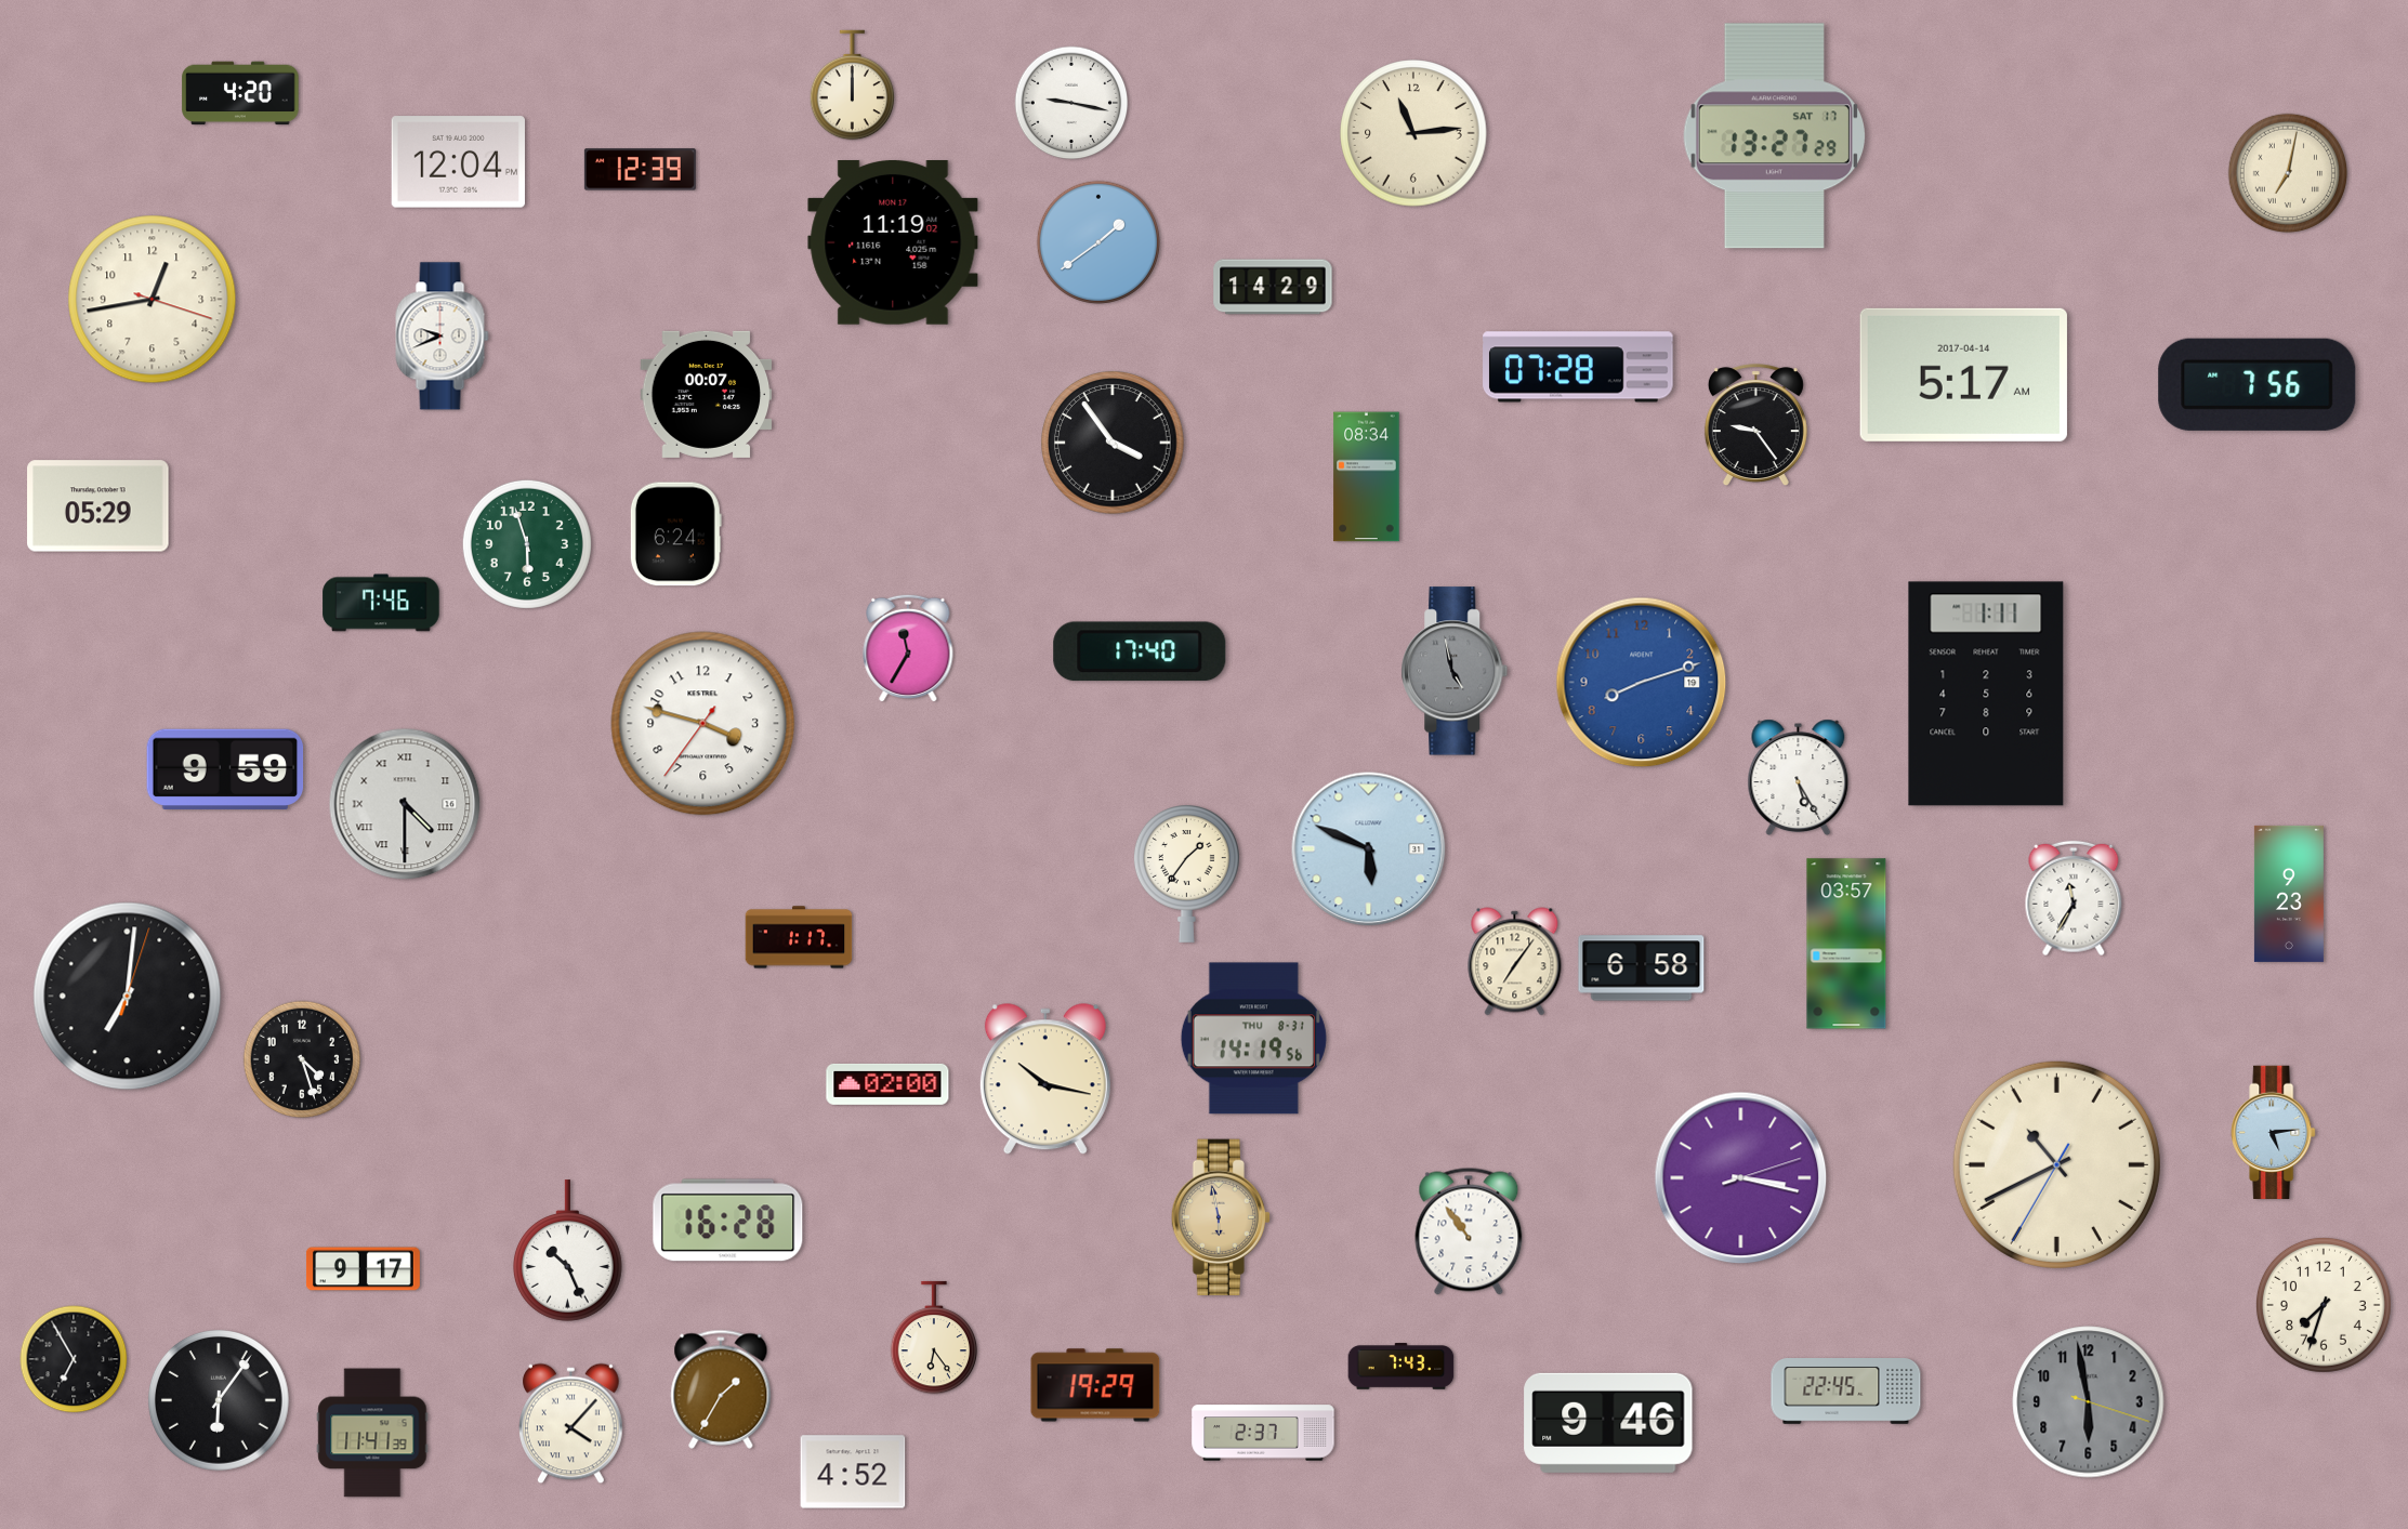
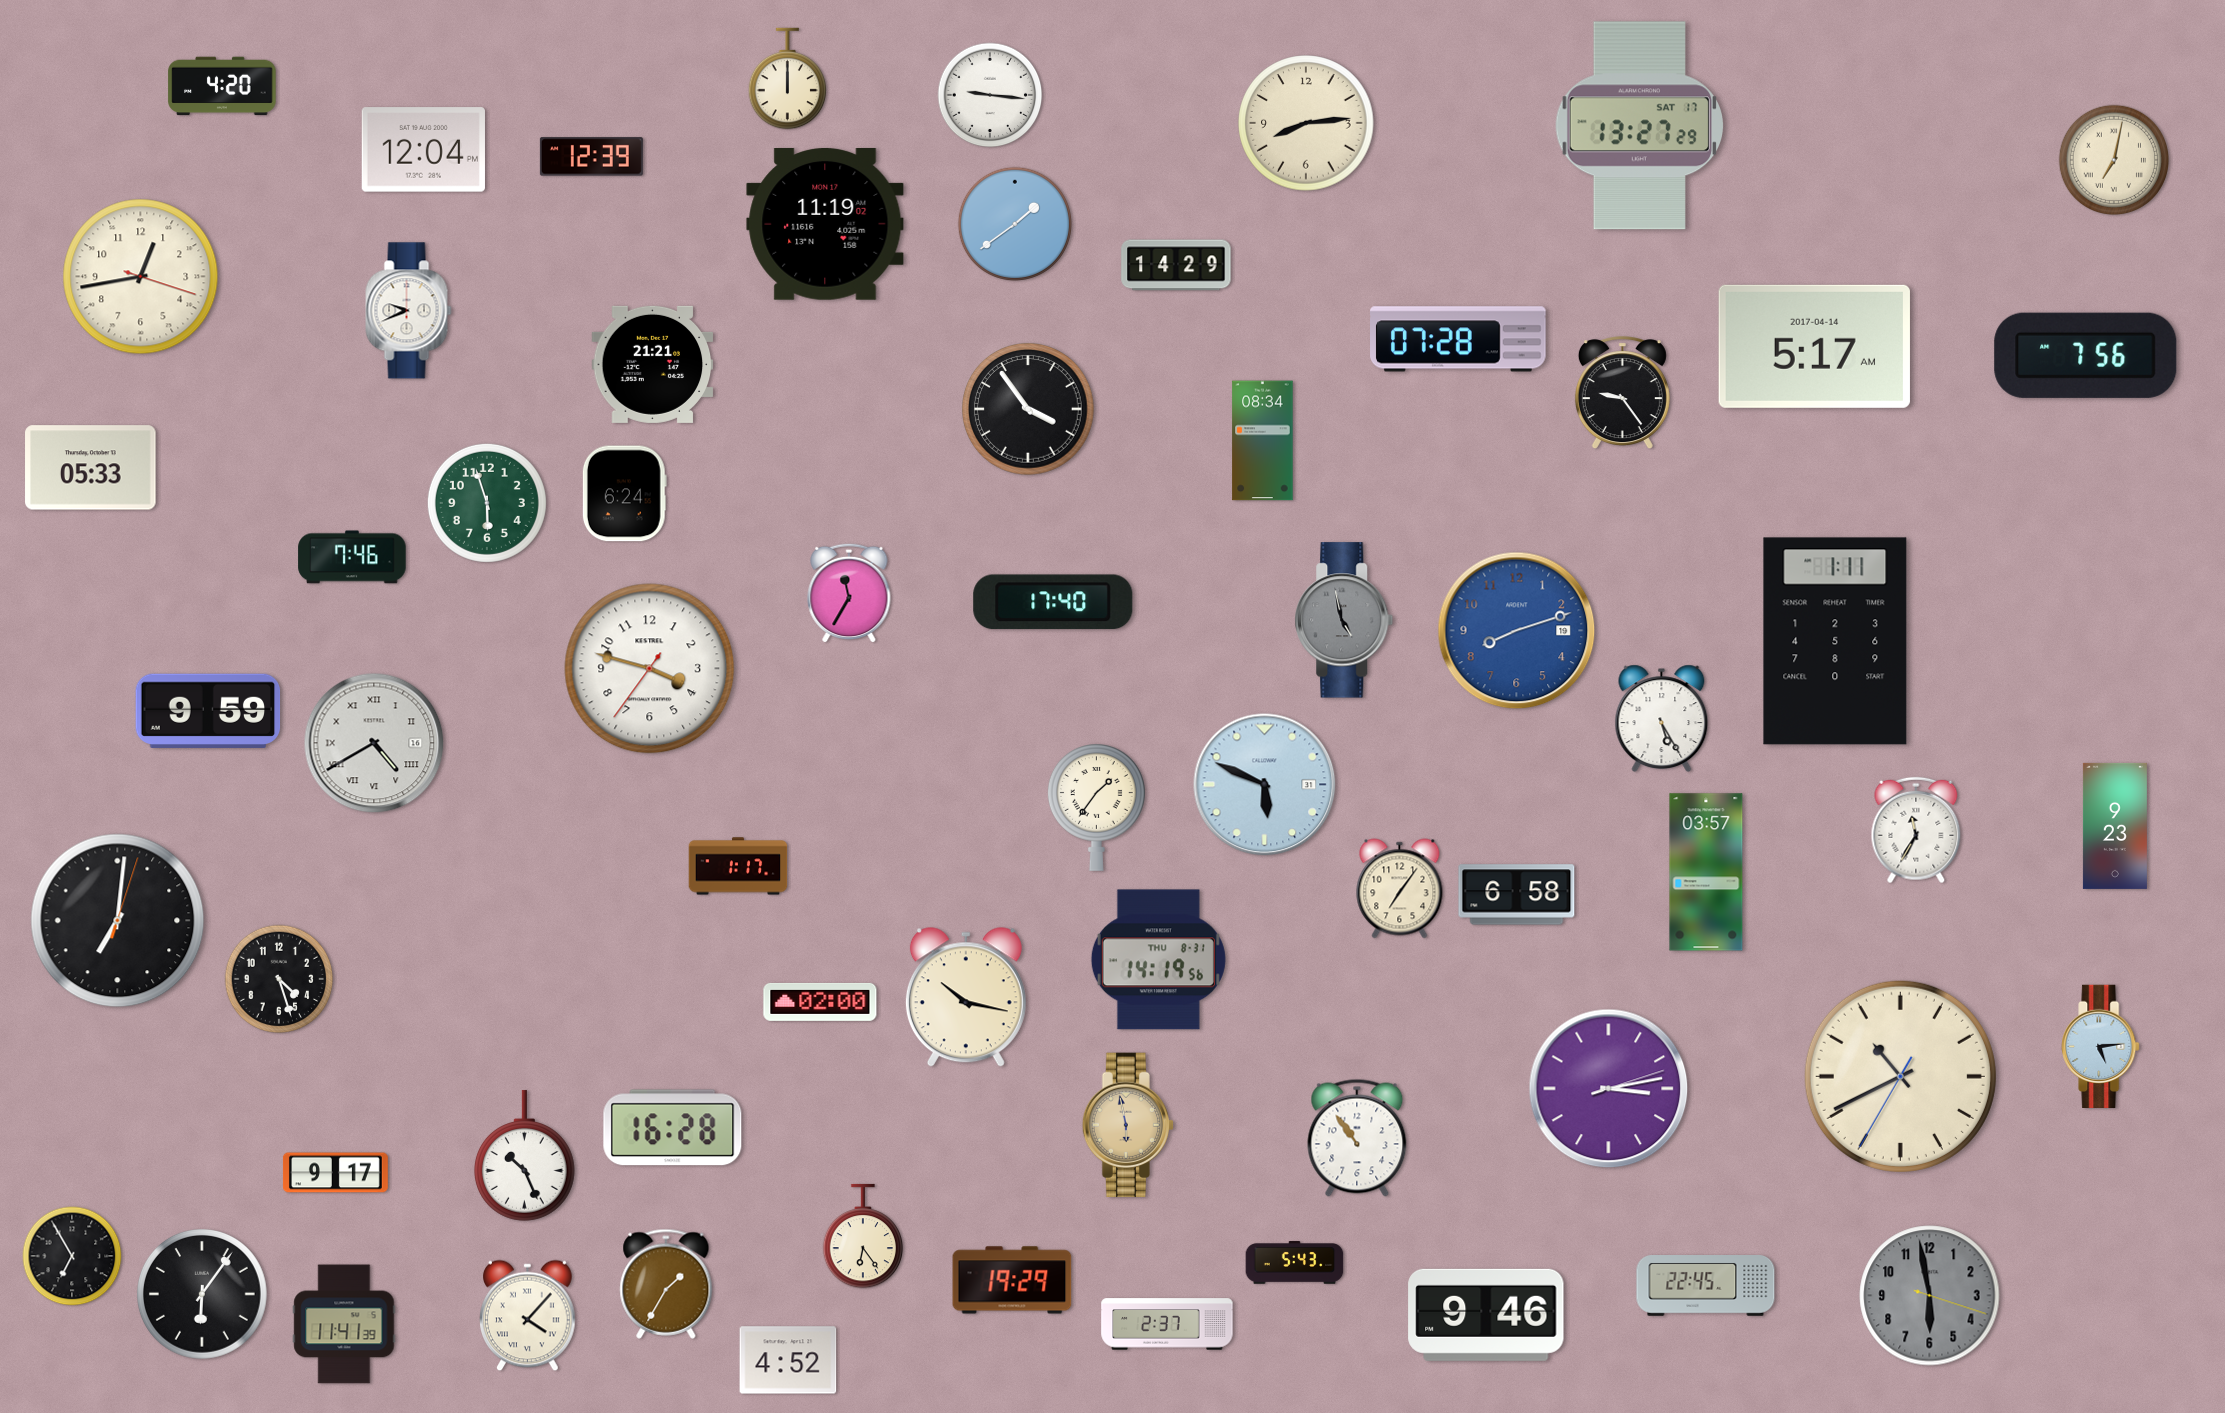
clock at (1071, 103): 9:17 -> 9:16
clock at (1413, 133): 11:14 -> 8:14
clock at (707, 394): 00:07 -> 21:21
clock at (98, 506): 05:29 -> 05:33
clock at (908, 648) position: (908, 648) -> (849, 593)
clock at (405, 804): 4:30 -> 4:40
clock at (1741, 1178): 3:17 -> 3:13
clock at (2324, 1305): 7:33 -> none
clock at (74, 1359) position: (74, 1359) -> (72, 1256)
clock at (1402, 1367): 7:43 -> 5:43
